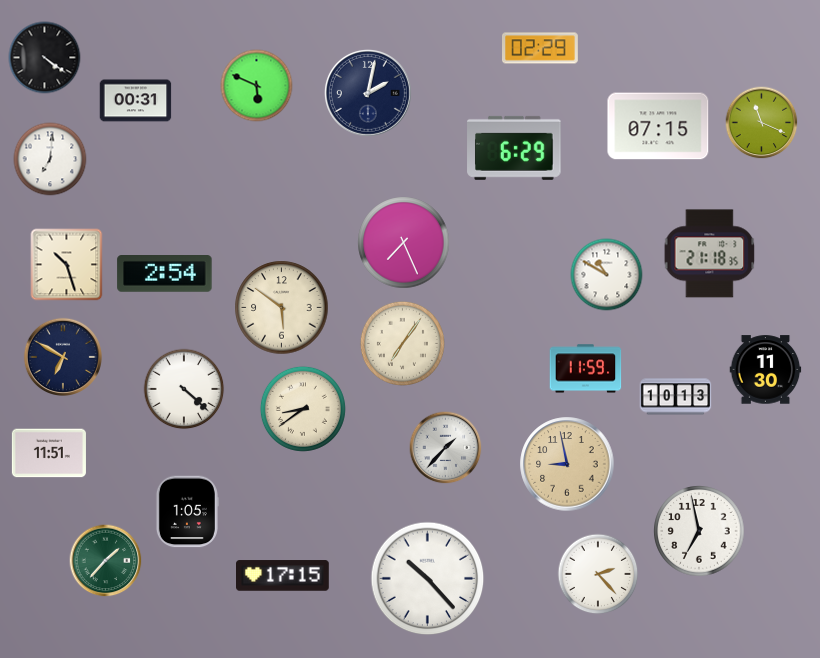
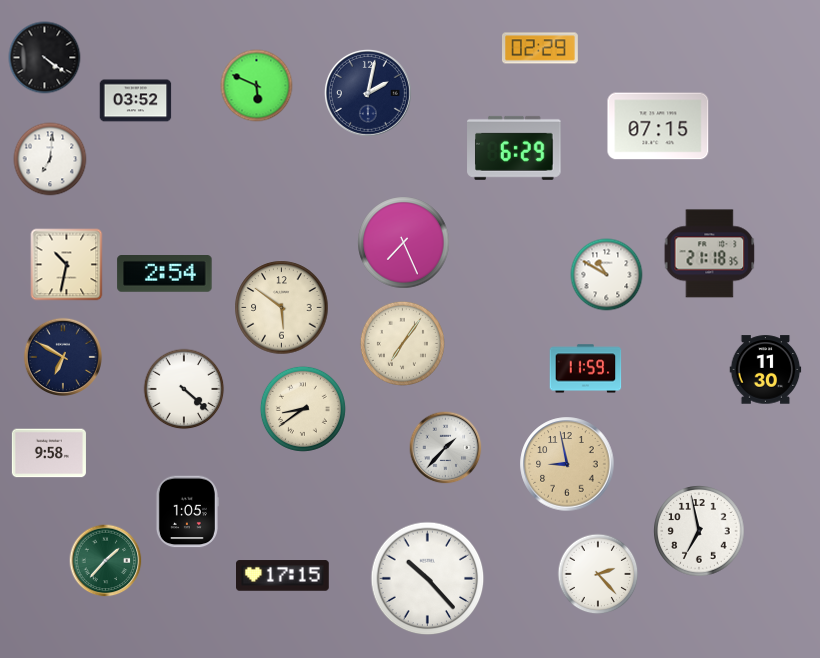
clock at (136, 101): 00:31 -> 03:52
clock at (762, 123): 11:19 -> none
clock at (67, 265): 10:27 -> 10:32
clock at (676, 397): 10:13 -> none
clock at (49, 453): 11:51 -> 9:58
